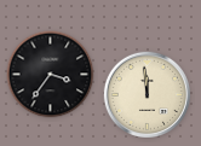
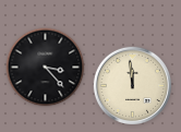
clock at (51, 75): 3:36 -> 3:23
